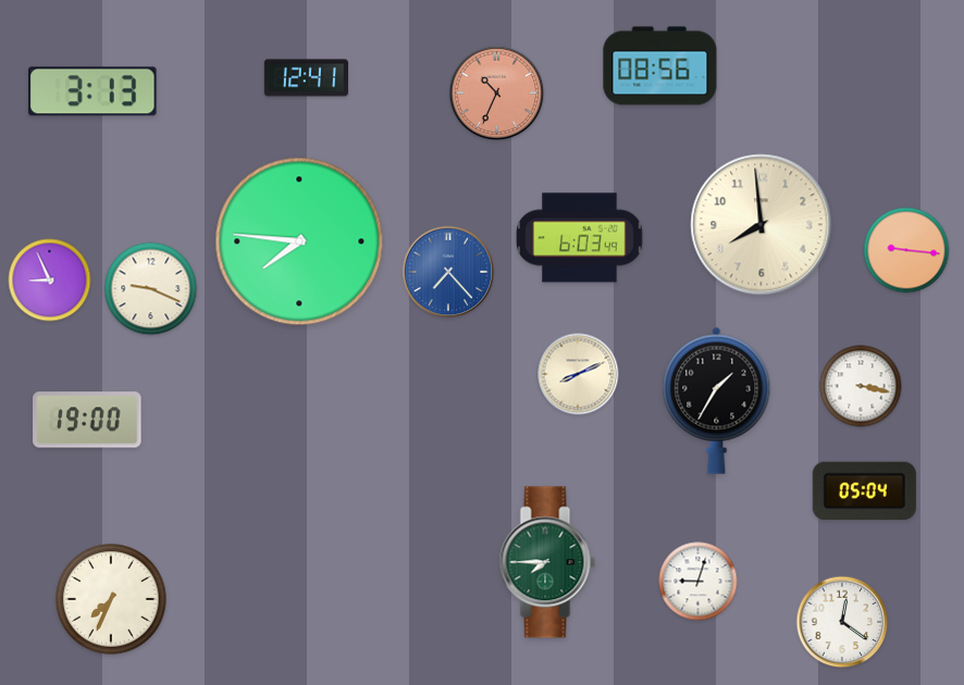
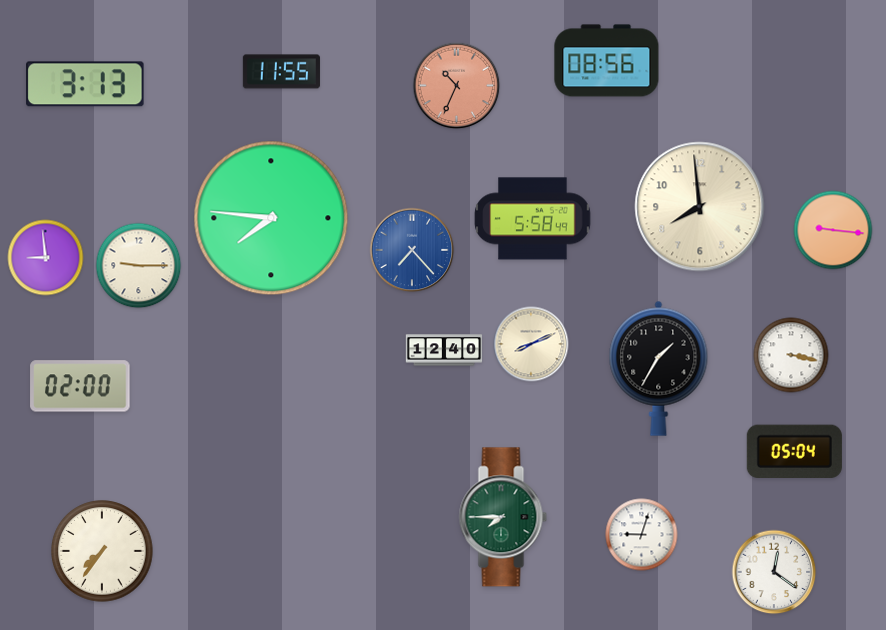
clock at (306, 78): 12:41 -> 11:55
clock at (580, 238): 6:03 -> 5:58
clock at (299, 241) position: (299, 241) -> (271, 218)
clock at (50, 281): 8:56 -> 8:59
clock at (151, 289): 9:19 -> 9:15
clock at (444, 350): none -> 12:40
clock at (87, 420): 19:00 -> 02:00
clock at (111, 599): 7:34 -> 7:36
